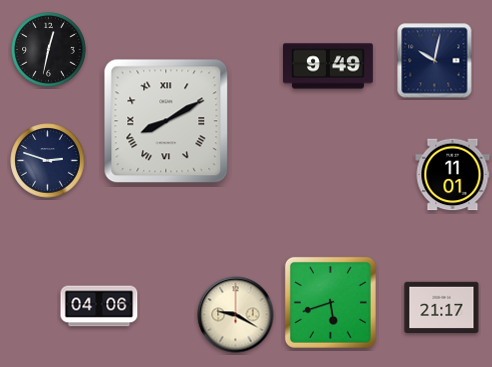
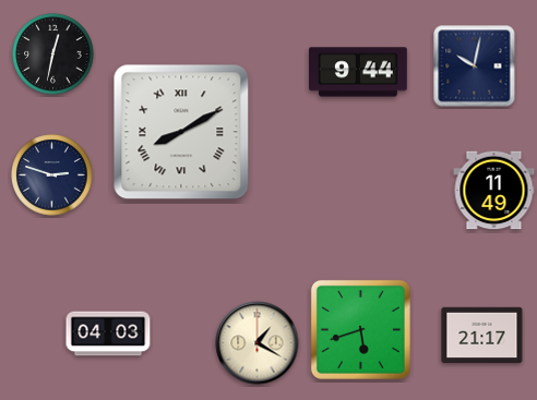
clock at (328, 66): 9:49 -> 9:44
clock at (453, 175): 11:01 -> 11:49
clock at (99, 306): 04:06 -> 04:03
clock at (236, 315): 9:20 -> 1:20
